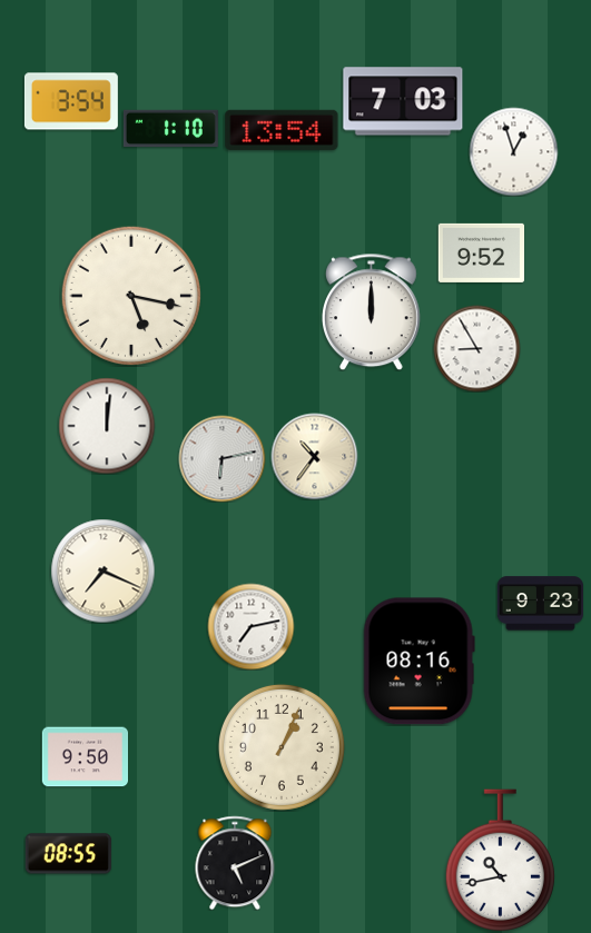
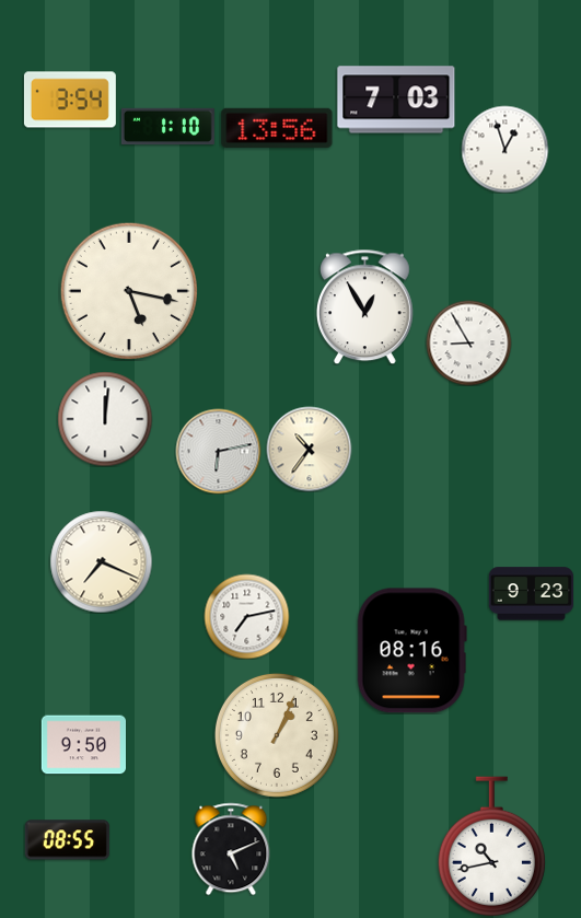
clock at (282, 130): 13:54 -> 13:56
clock at (481, 252): 9:52 -> none
clock at (371, 311): 12:00 -> 12:55
